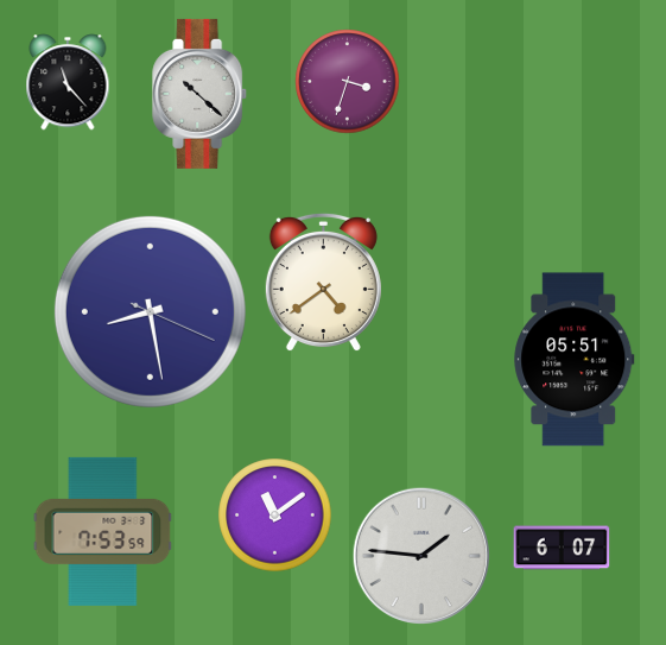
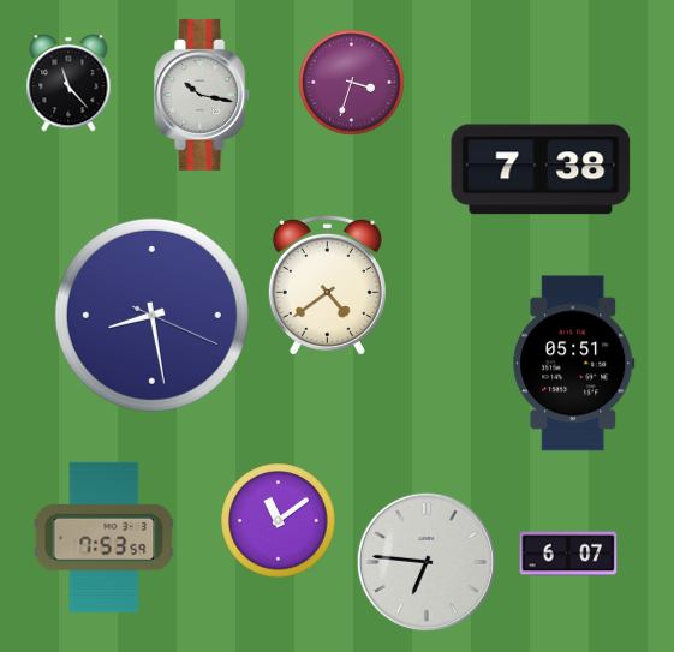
clock at (201, 94): 10:22 -> 10:17
clock at (541, 169): none -> 7:38
clock at (575, 360) position: (575, 360) -> (574, 364)
clock at (420, 555): 1:46 -> 6:46
